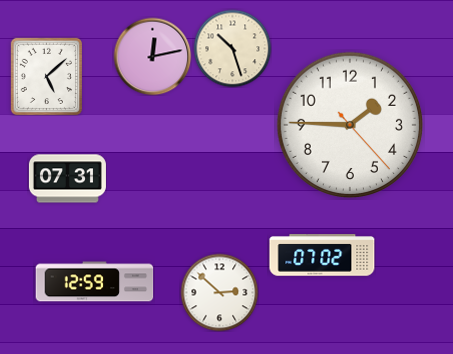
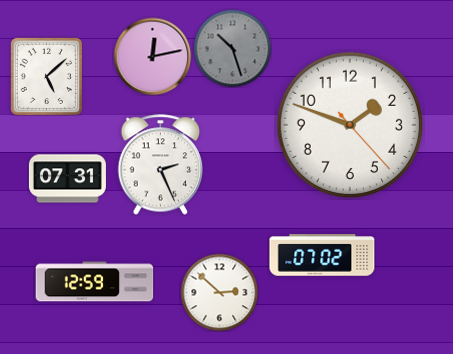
clock at (232, 48) dial: cream -> grey
clock at (350, 125): 1:45 -> 1:48
clock at (161, 165): none -> 2:26
